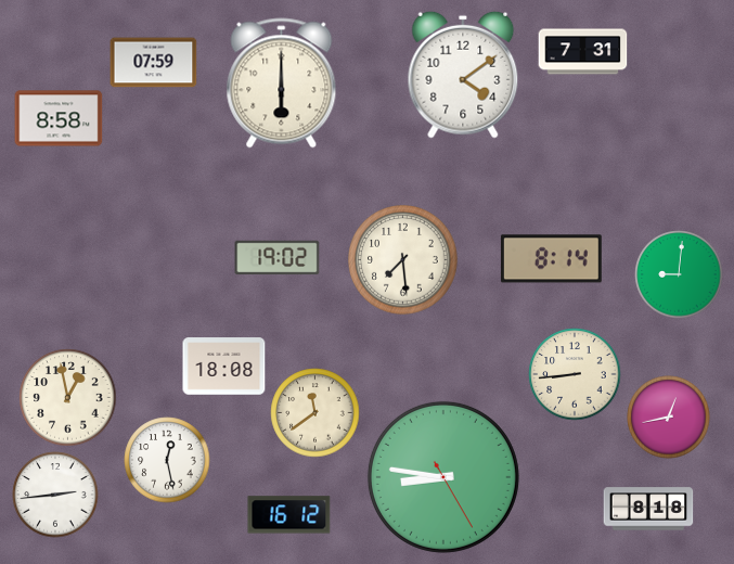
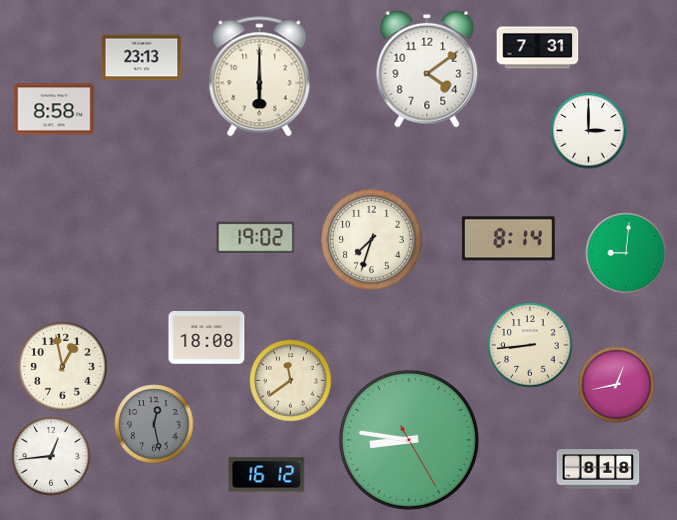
clock at (154, 63): 07:59 -> 23:13
clock at (589, 131): none -> 3:00
clock at (403, 260): 7:29 -> 7:33
clock at (167, 460) dial: white -> grey
clock at (55, 495): 2:44 -> 12:44
